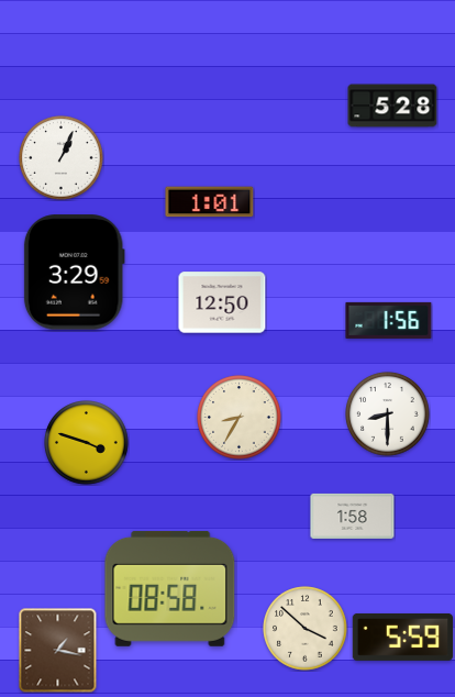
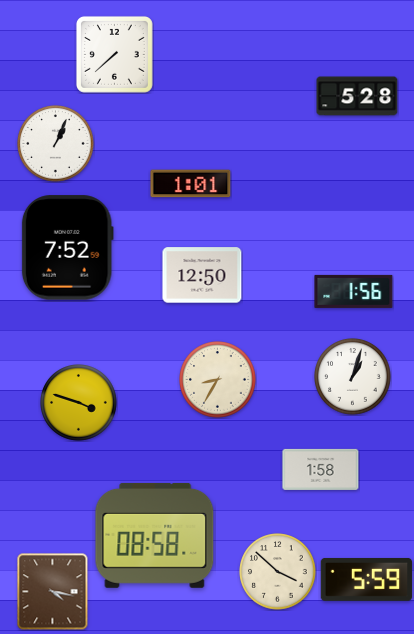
clock at (114, 54): none -> 7:38
clock at (74, 273): 3:29 -> 7:52
clock at (388, 414): 8:30 -> 1:03
clock at (58, 651): 1:17 -> 4:17
